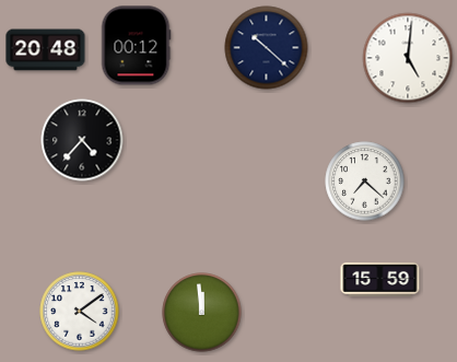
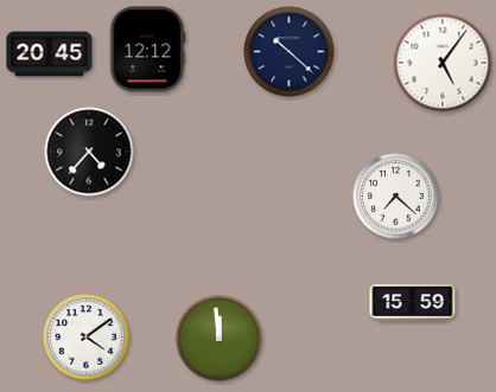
clock at (136, 46): 00:12 -> 12:12
clock at (46, 50): 20:48 -> 20:45
clock at (408, 58): 5:01 -> 5:06
